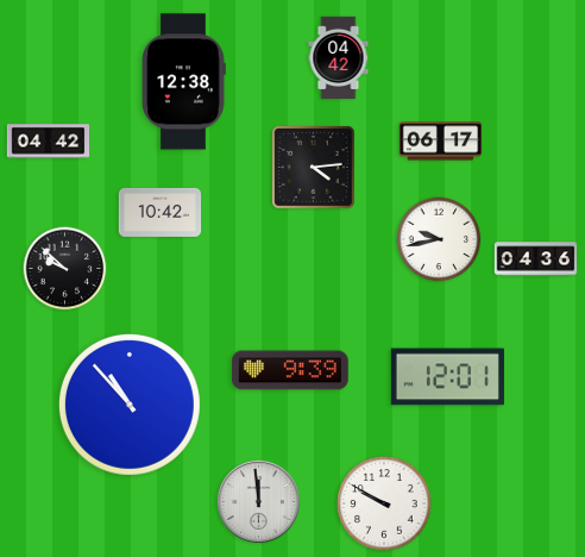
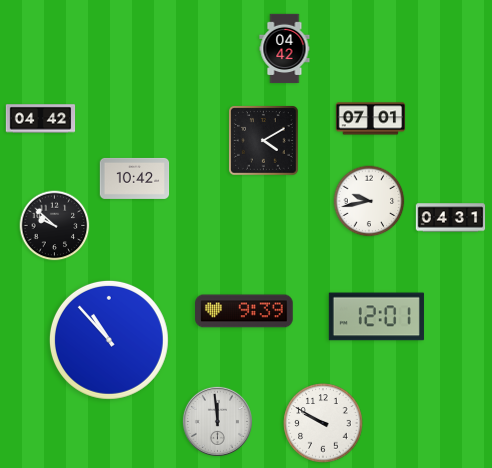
clock at (183, 82): 12:38 -> none
clock at (441, 142): 06:17 -> 07:01
clock at (314, 168): 4:14 -> 4:10
clock at (536, 259): 04:36 -> 04:31
